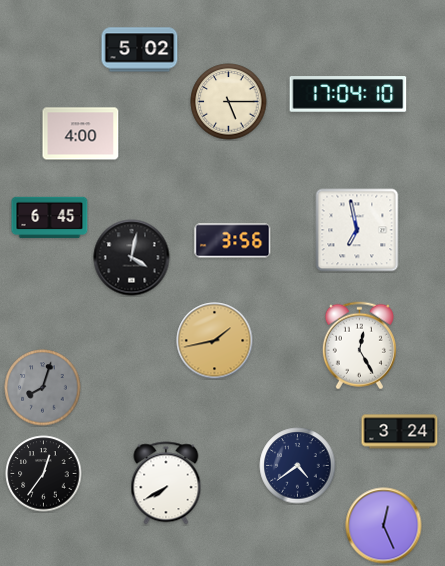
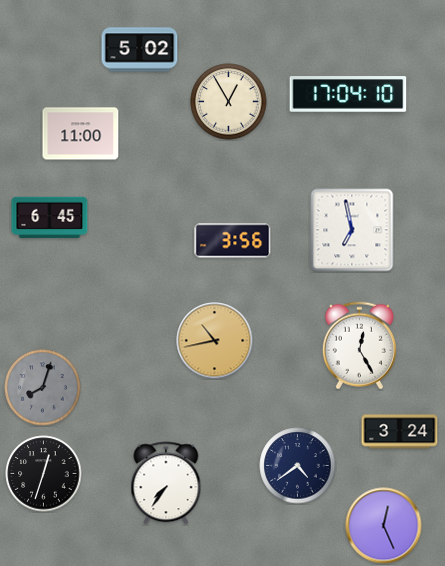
clock at (229, 102): 5:15 -> 12:55
clock at (81, 134): 4:00 -> 11:00
clock at (357, 230) position: (357, 230) -> (352, 230)
clock at (132, 258): 4:02 -> none
clock at (215, 341): 1:43 -> 10:43
clock at (44, 474): 12:36 -> 12:33
clock at (166, 483): 7:40 -> 7:36
